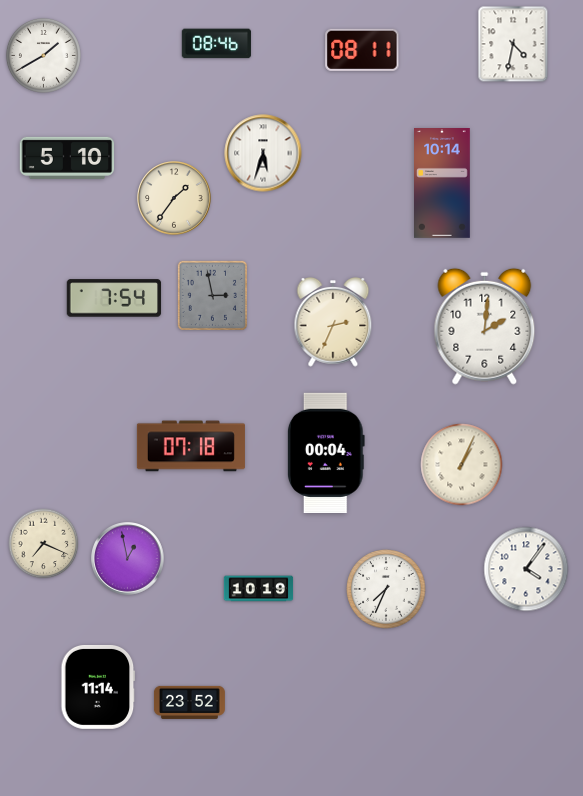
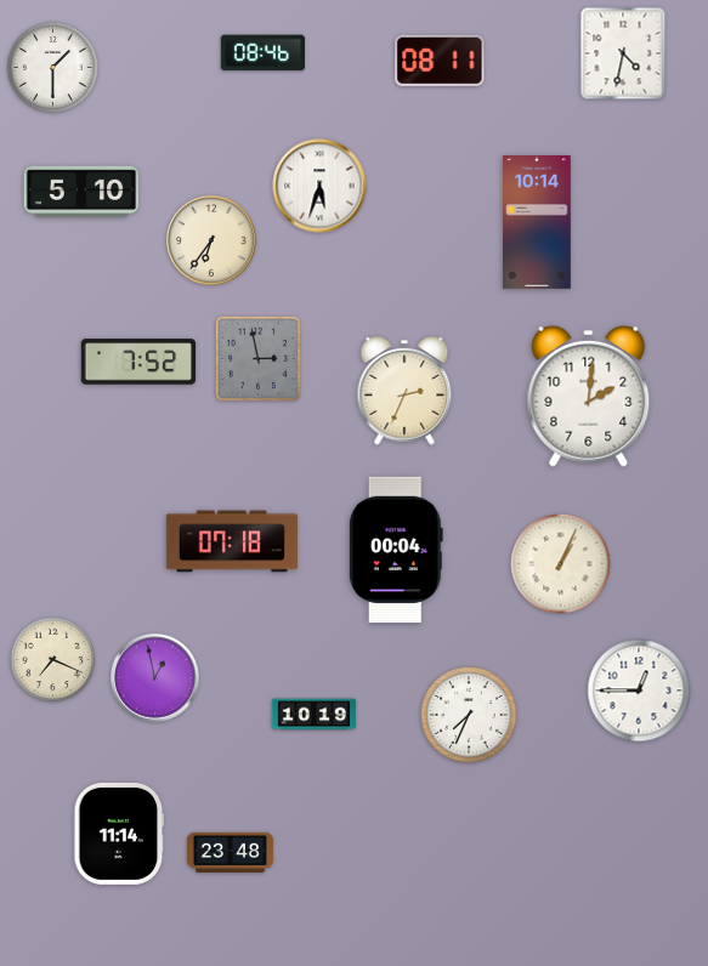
clock at (43, 55): 1:40 -> 1:30
clock at (174, 198): 1:36 -> 6:36
clock at (114, 298): 7:54 -> 7:52
clock at (526, 569): 4:06 -> 12:45
clock at (189, 702): 23:52 -> 23:48
